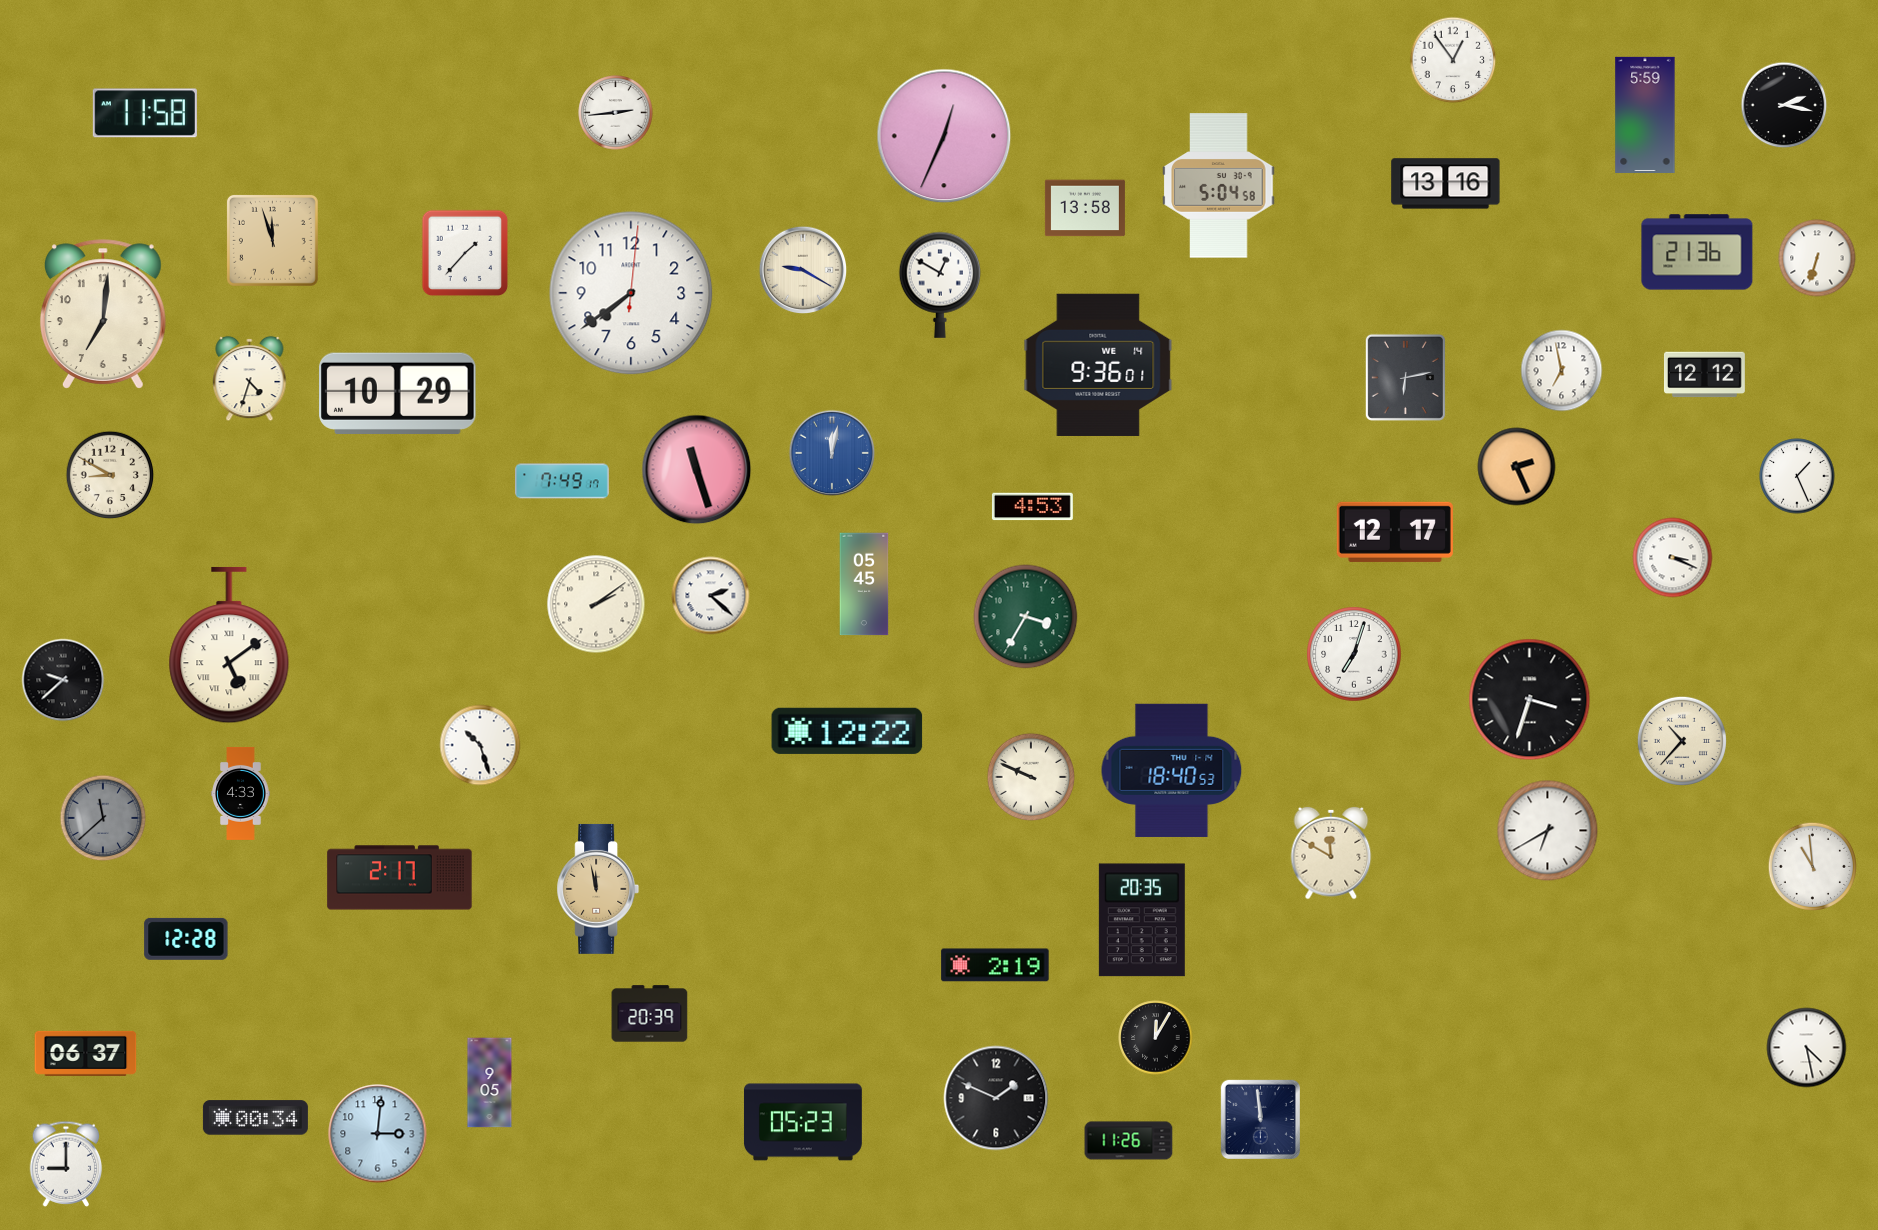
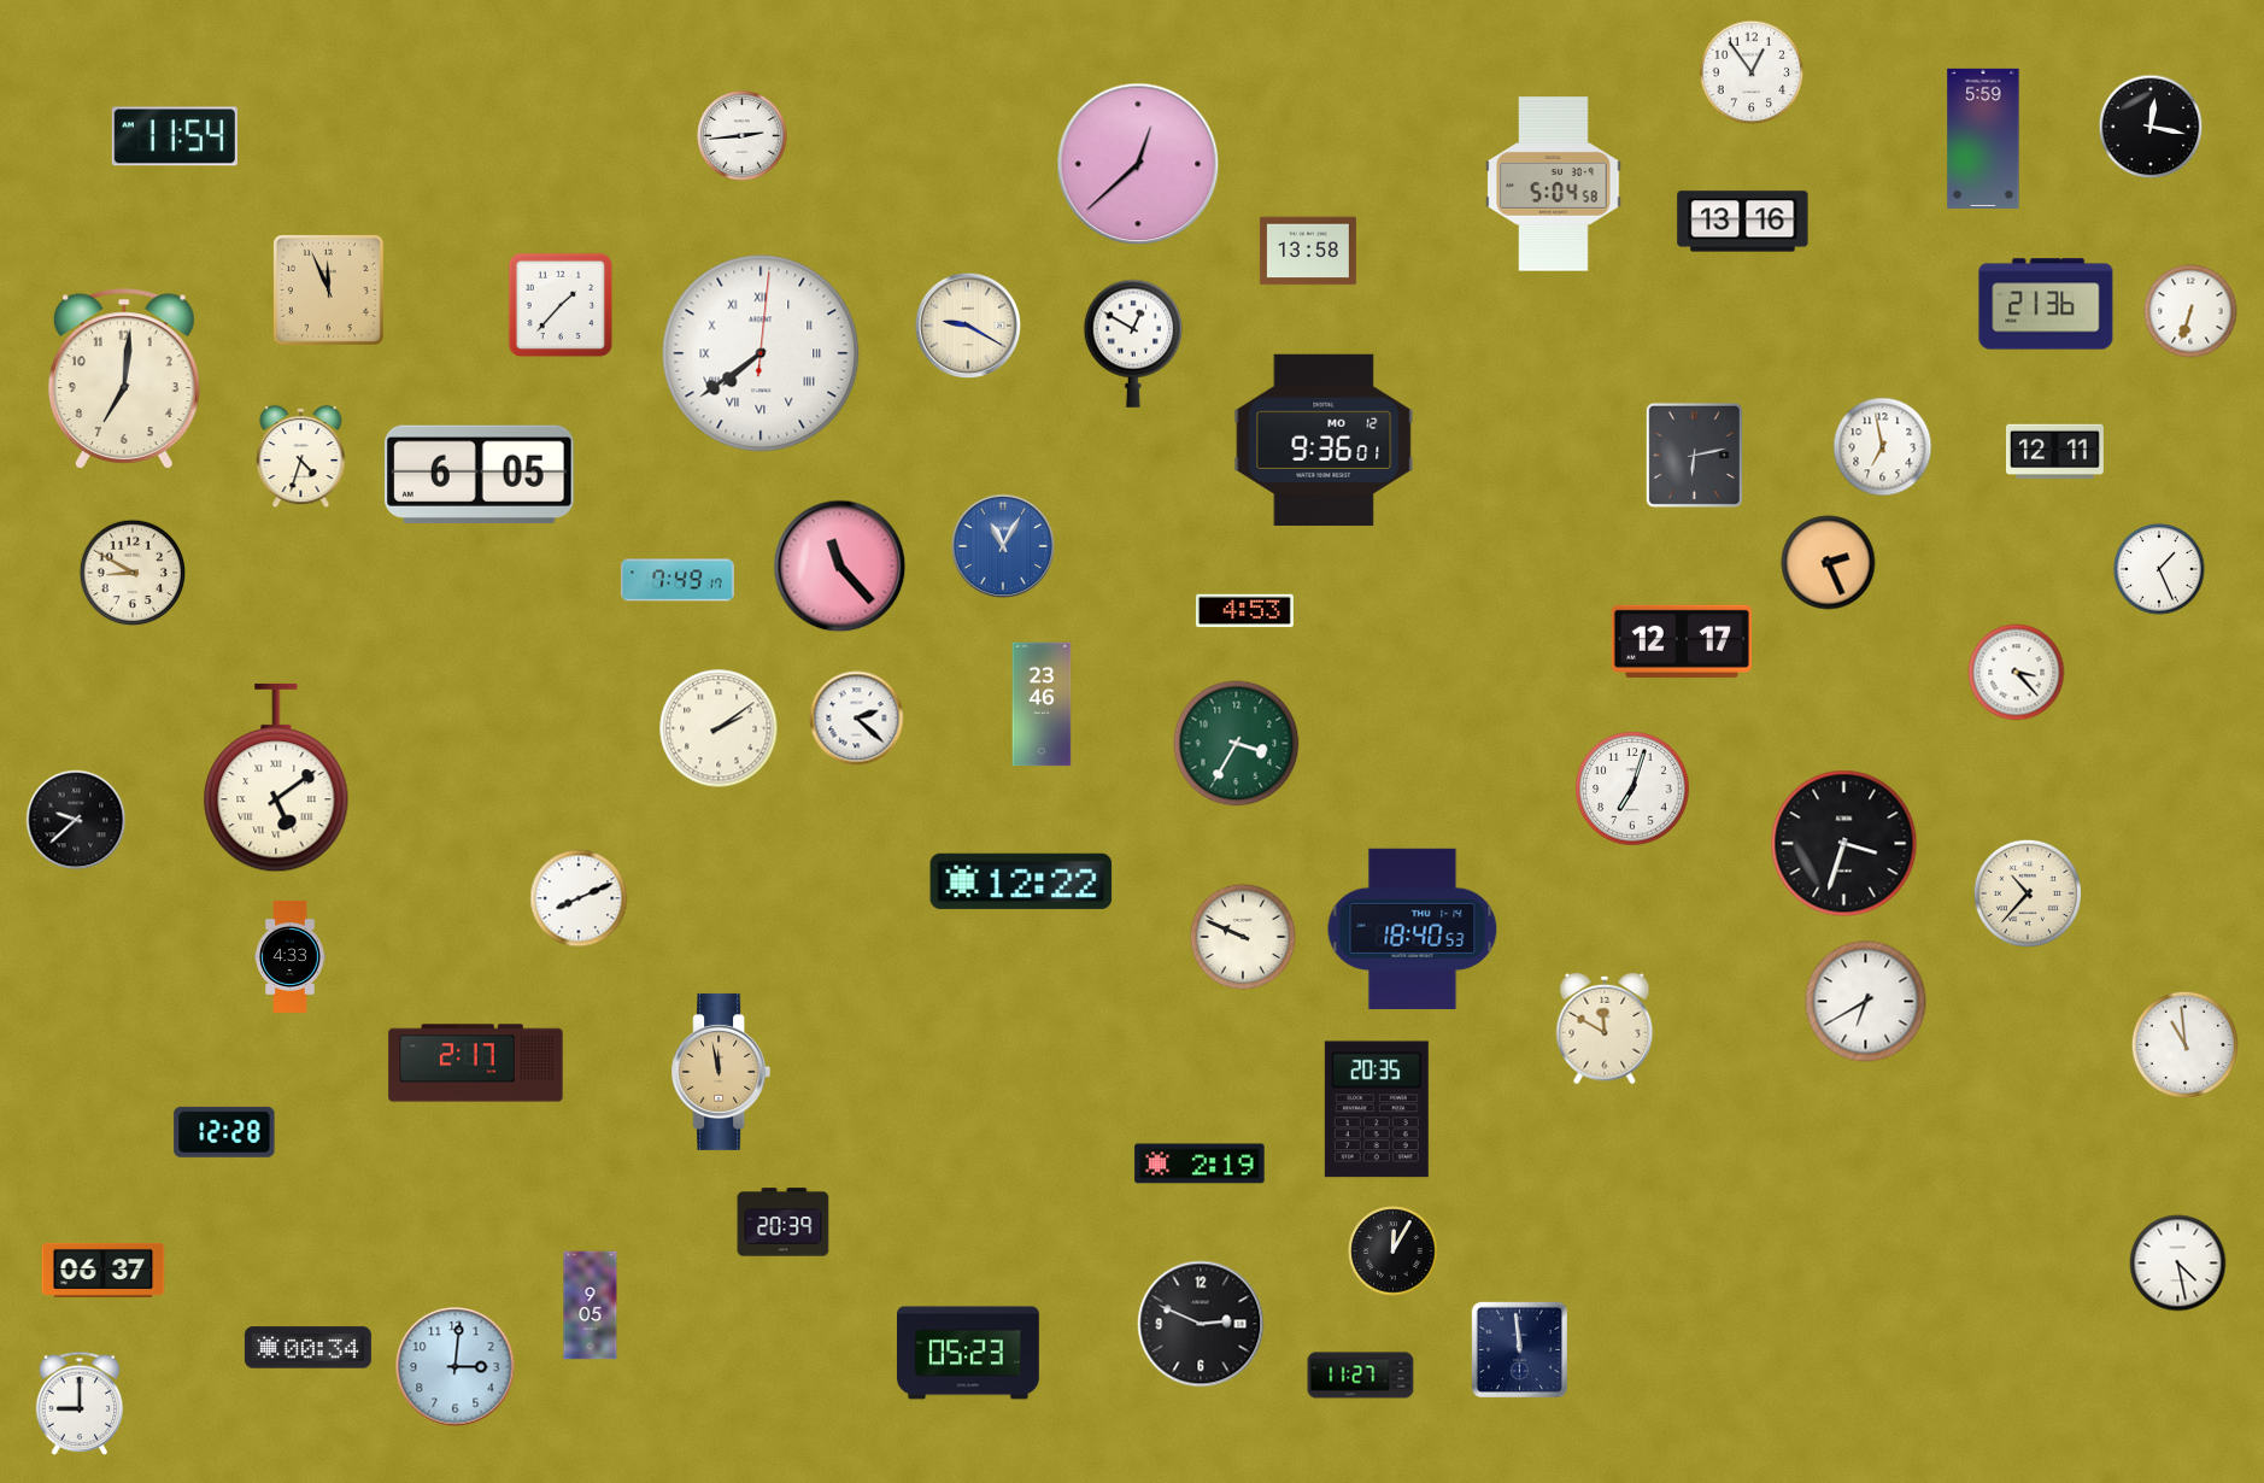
clock at (1784, 105): 2:17 -> 12:17
clock at (145, 113): 11:58 -> 11:54
clock at (944, 136): 12:34 -> 12:38
clock at (1219, 186) position: (1219, 186) -> (1554, 184)
clock at (272, 240): 11:57 -> 11:56
clock at (631, 293) numerals: Arabic -> Roman
clock at (1098, 365) date: WE 14 -> MO 12
clock at (1704, 375): 12:12 -> 12:11
clock at (398, 393): 10:29 -> 6:05
clock at (832, 453): 12:02 -> 11:05
clock at (697, 470): 11:27 -> 11:23
clock at (1797, 476) position: (1797, 476) -> (2159, 569)
clock at (1673, 558): 3:19 -> 3:23
clock at (864, 584): 05:45 -> 23:46
clock at (480, 745): 10:27 -> 8:11
clock at (103, 818): 11:38 -> none
clock at (400, 878) position: (400, 878) -> (476, 1063)
clock at (996, 1098): 1:49 -> 2:49
clock at (1129, 1141): 11:26 -> 11:27
